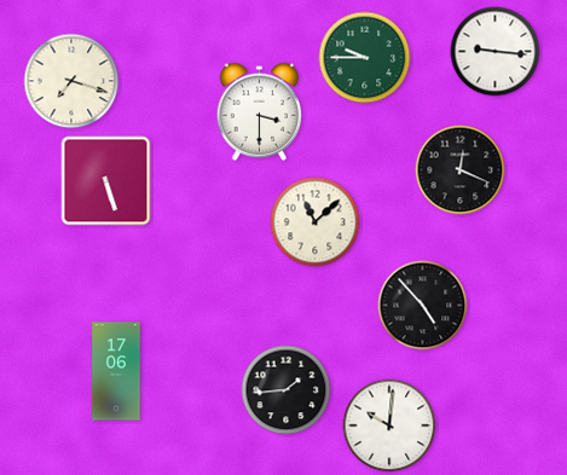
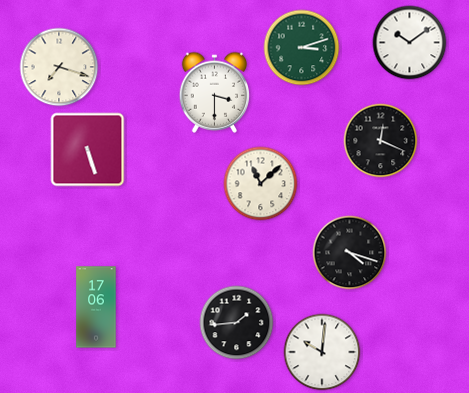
clock at (496, 52): 9:16 -> 10:09
clock at (365, 58): 9:45 -> 3:12
clock at (423, 306): 4:53 -> 4:18
